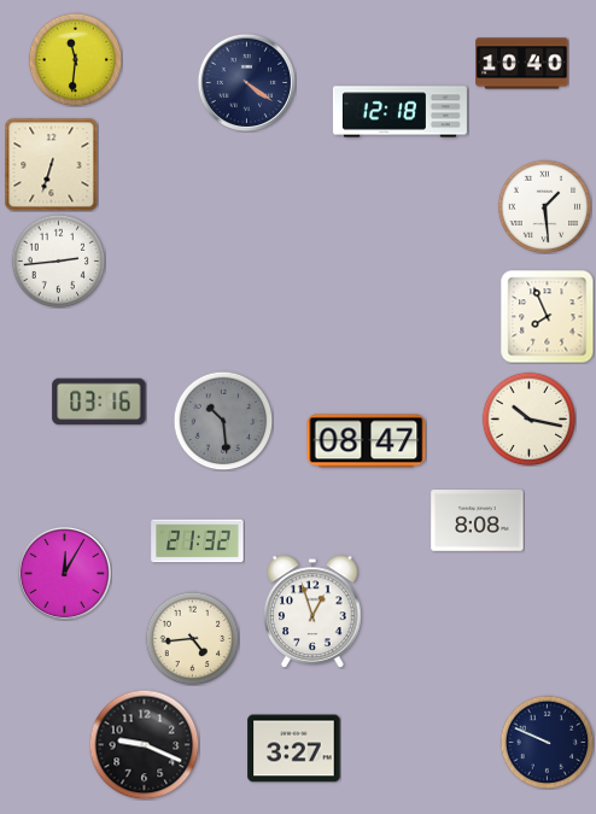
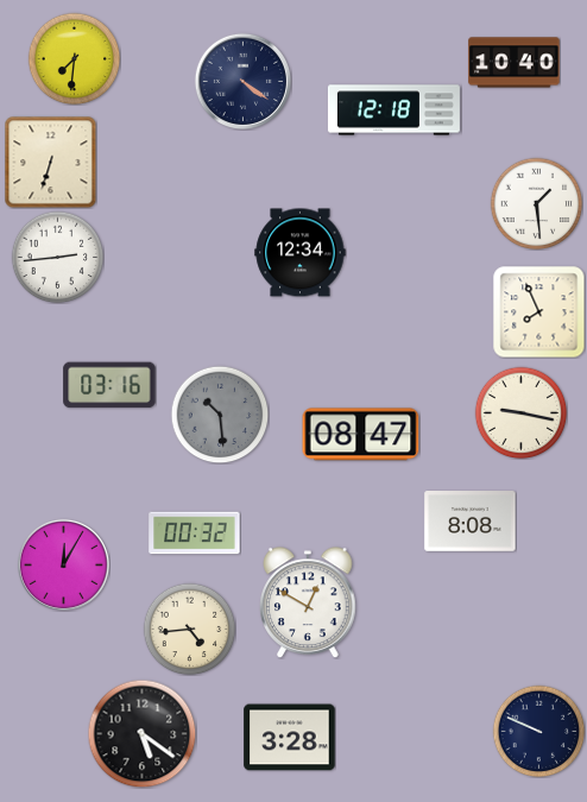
clock at (75, 59): 11:31 -> 7:31
clock at (301, 253): none -> 12:34
clock at (99, 402) position: (99, 402) -> (109, 385)
clock at (528, 418): 10:17 -> 9:17
clock at (478, 521) position: (478, 521) -> (471, 522)
clock at (198, 541): 21:32 -> 00:32
clock at (312, 611): 12:57 -> 12:50
clock at (144, 744): 9:19 -> 5:21
clock at (294, 749): 3:27 -> 3:28
